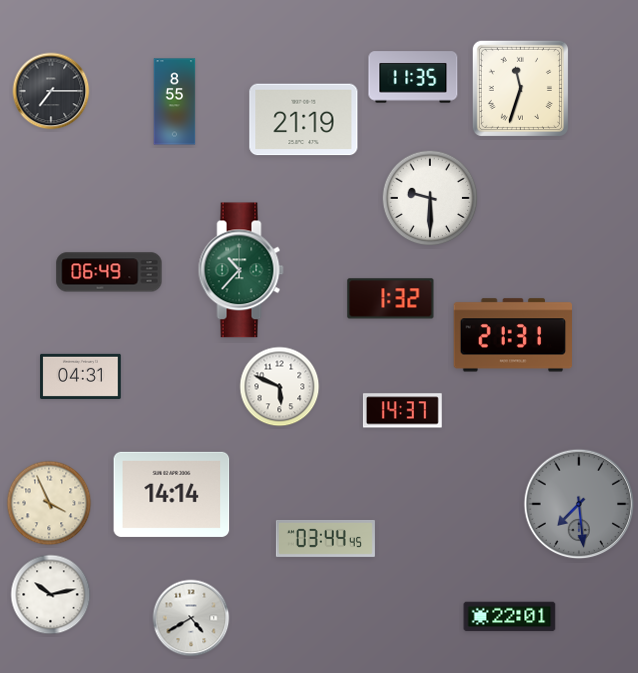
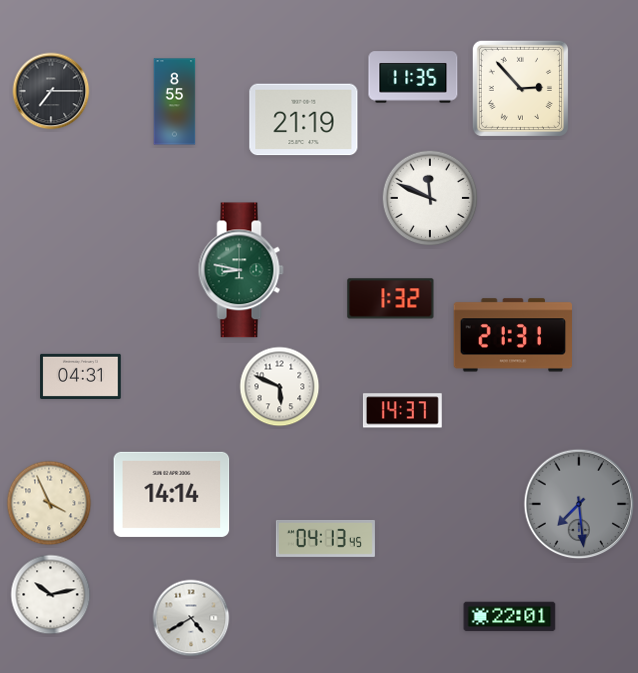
clock at (520, 88): 11:33 -> 2:53
clock at (430, 198): 9:30 -> 11:49
clock at (241, 270): 10:37 -> 8:47
clock at (109, 272): 06:49 -> none
clock at (325, 538): 03:44 -> 04:13
